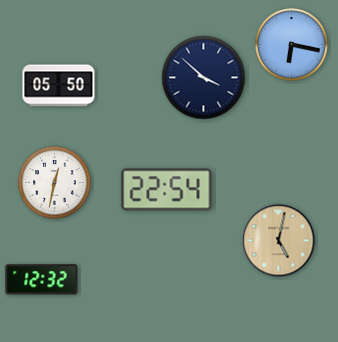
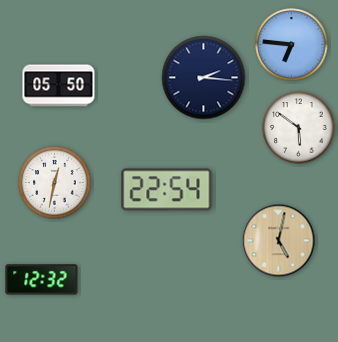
clock at (292, 45): 6:17 -> 6:46
clock at (204, 78): 3:52 -> 2:16
clock at (299, 128): none -> 5:51
